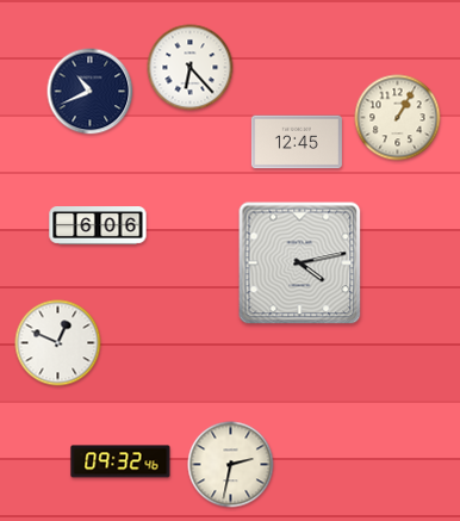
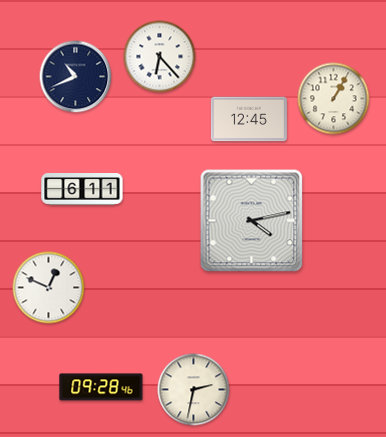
clock at (98, 227): 6:06 -> 6:11
clock at (120, 461): 09:32 -> 09:28
